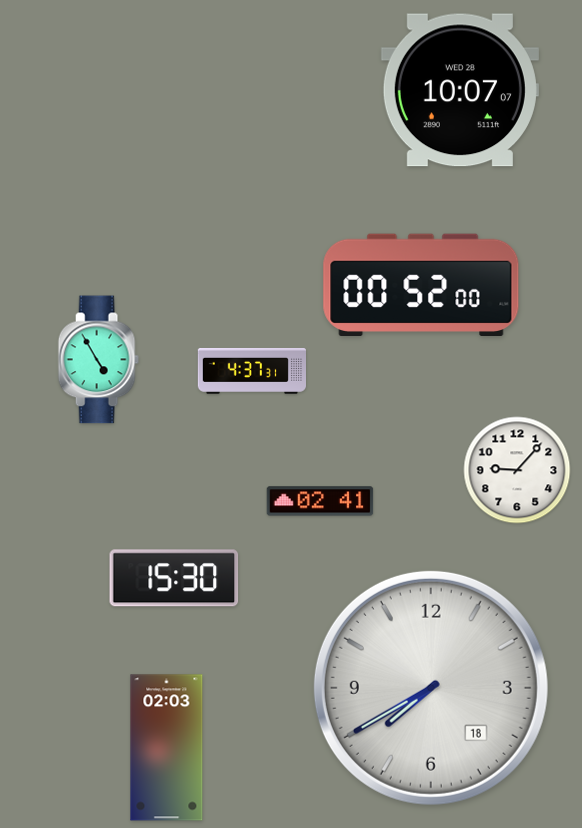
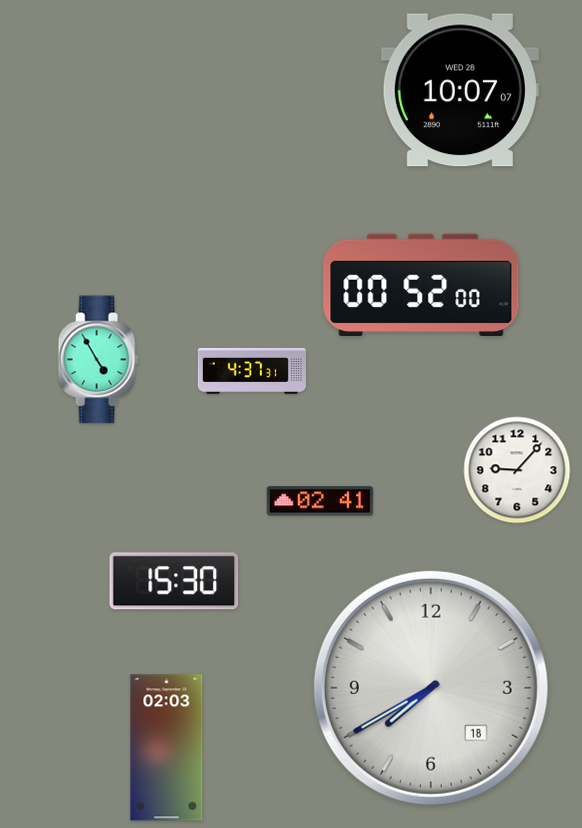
clock at (174, 578) position: (174, 578) -> (174, 581)
